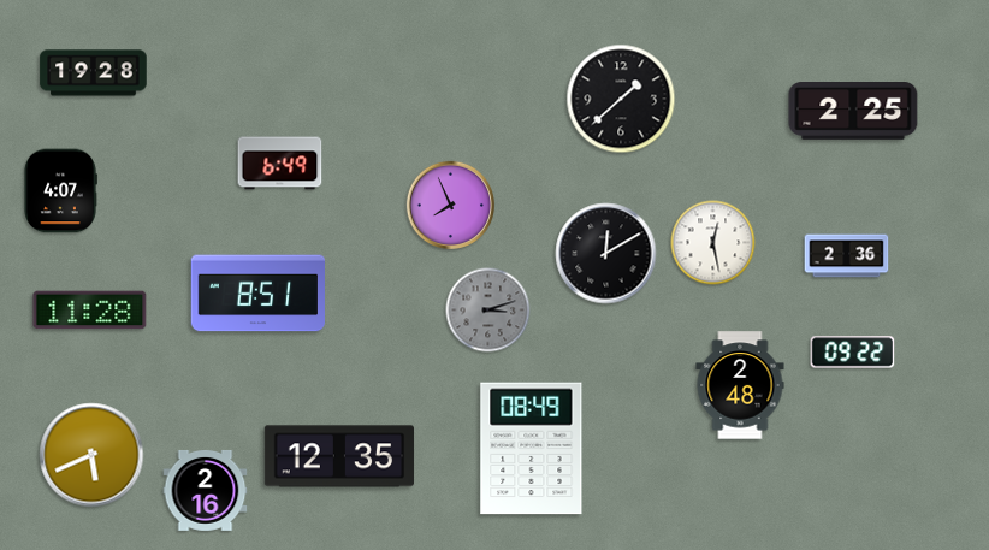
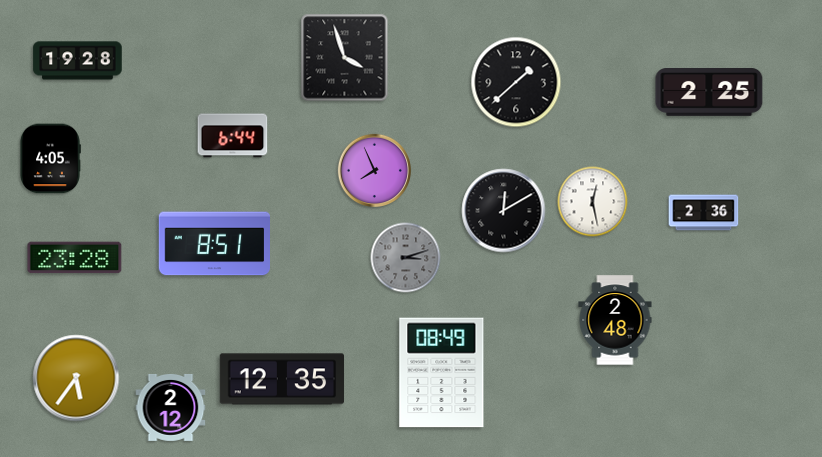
clock at (345, 58): none -> 3:57
clock at (280, 164): 6:49 -> 6:44
clock at (60, 191): 4:07 -> 4:05
clock at (90, 311): 11:28 -> 23:28
clock at (853, 353): 09:22 -> none
clock at (91, 455): 5:41 -> 5:36
clock at (206, 490): 2:16 -> 2:12
